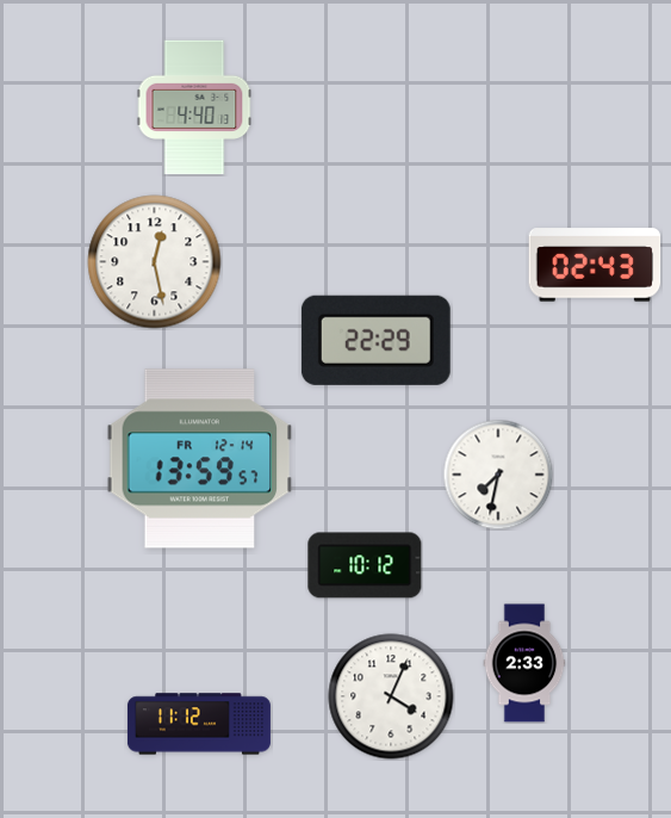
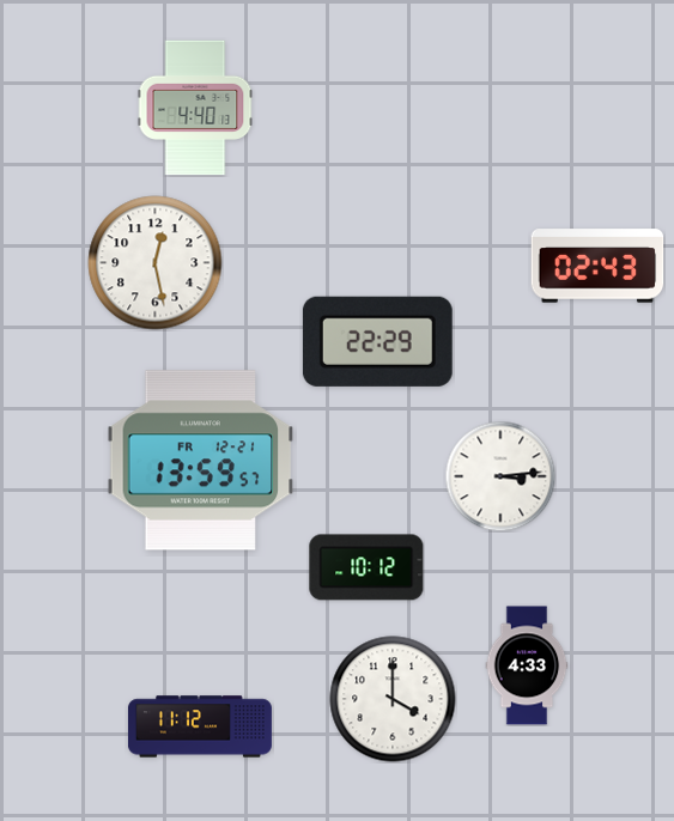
clock at (200, 459) date: FR 12-14 -> FR 12-21
clock at (498, 475): 7:32 -> 3:14
clock at (524, 663): 2:33 -> 4:33
clock at (391, 696): 4:04 -> 4:00
